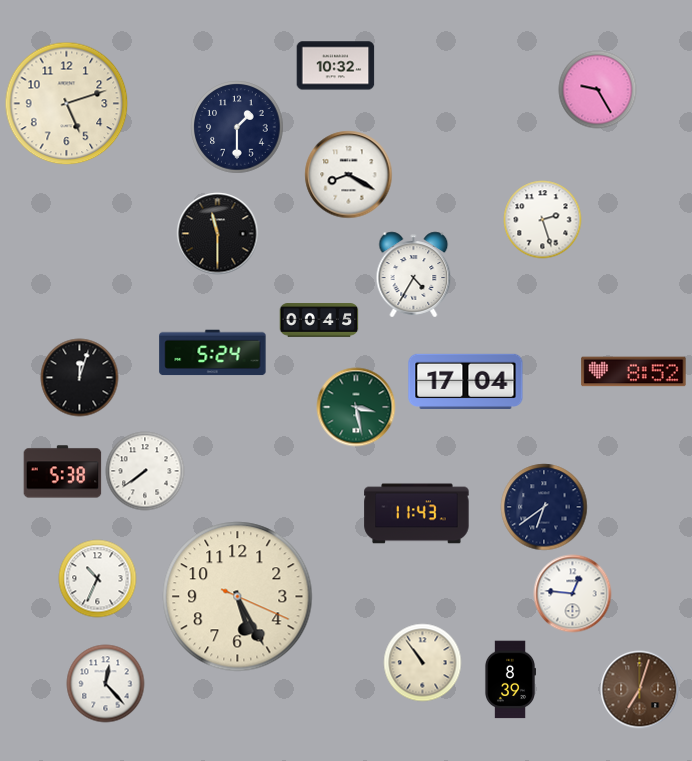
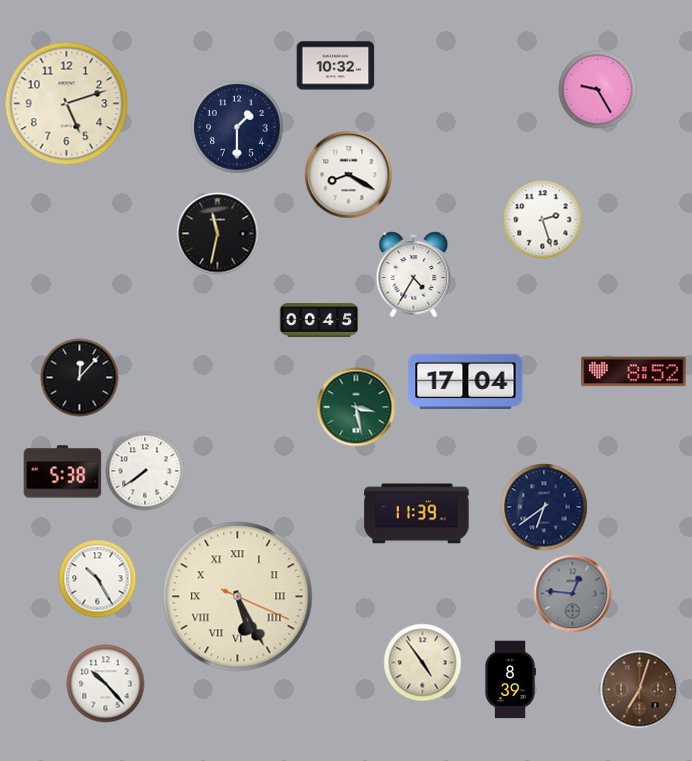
clock at (217, 233): 11:30 -> 11:32
clock at (213, 353): 5:24 -> none
clock at (79, 377): 12:03 -> 12:07
clock at (417, 514): 11:43 -> 11:39
clock at (97, 578): 10:34 -> 10:25
clock at (572, 593) dial: white -> grey
clock at (238, 597) numerals: Arabic -> Roman
clock at (422, 662): 10:54 -> 4:54
clock at (105, 683): 12:23 -> 10:23
